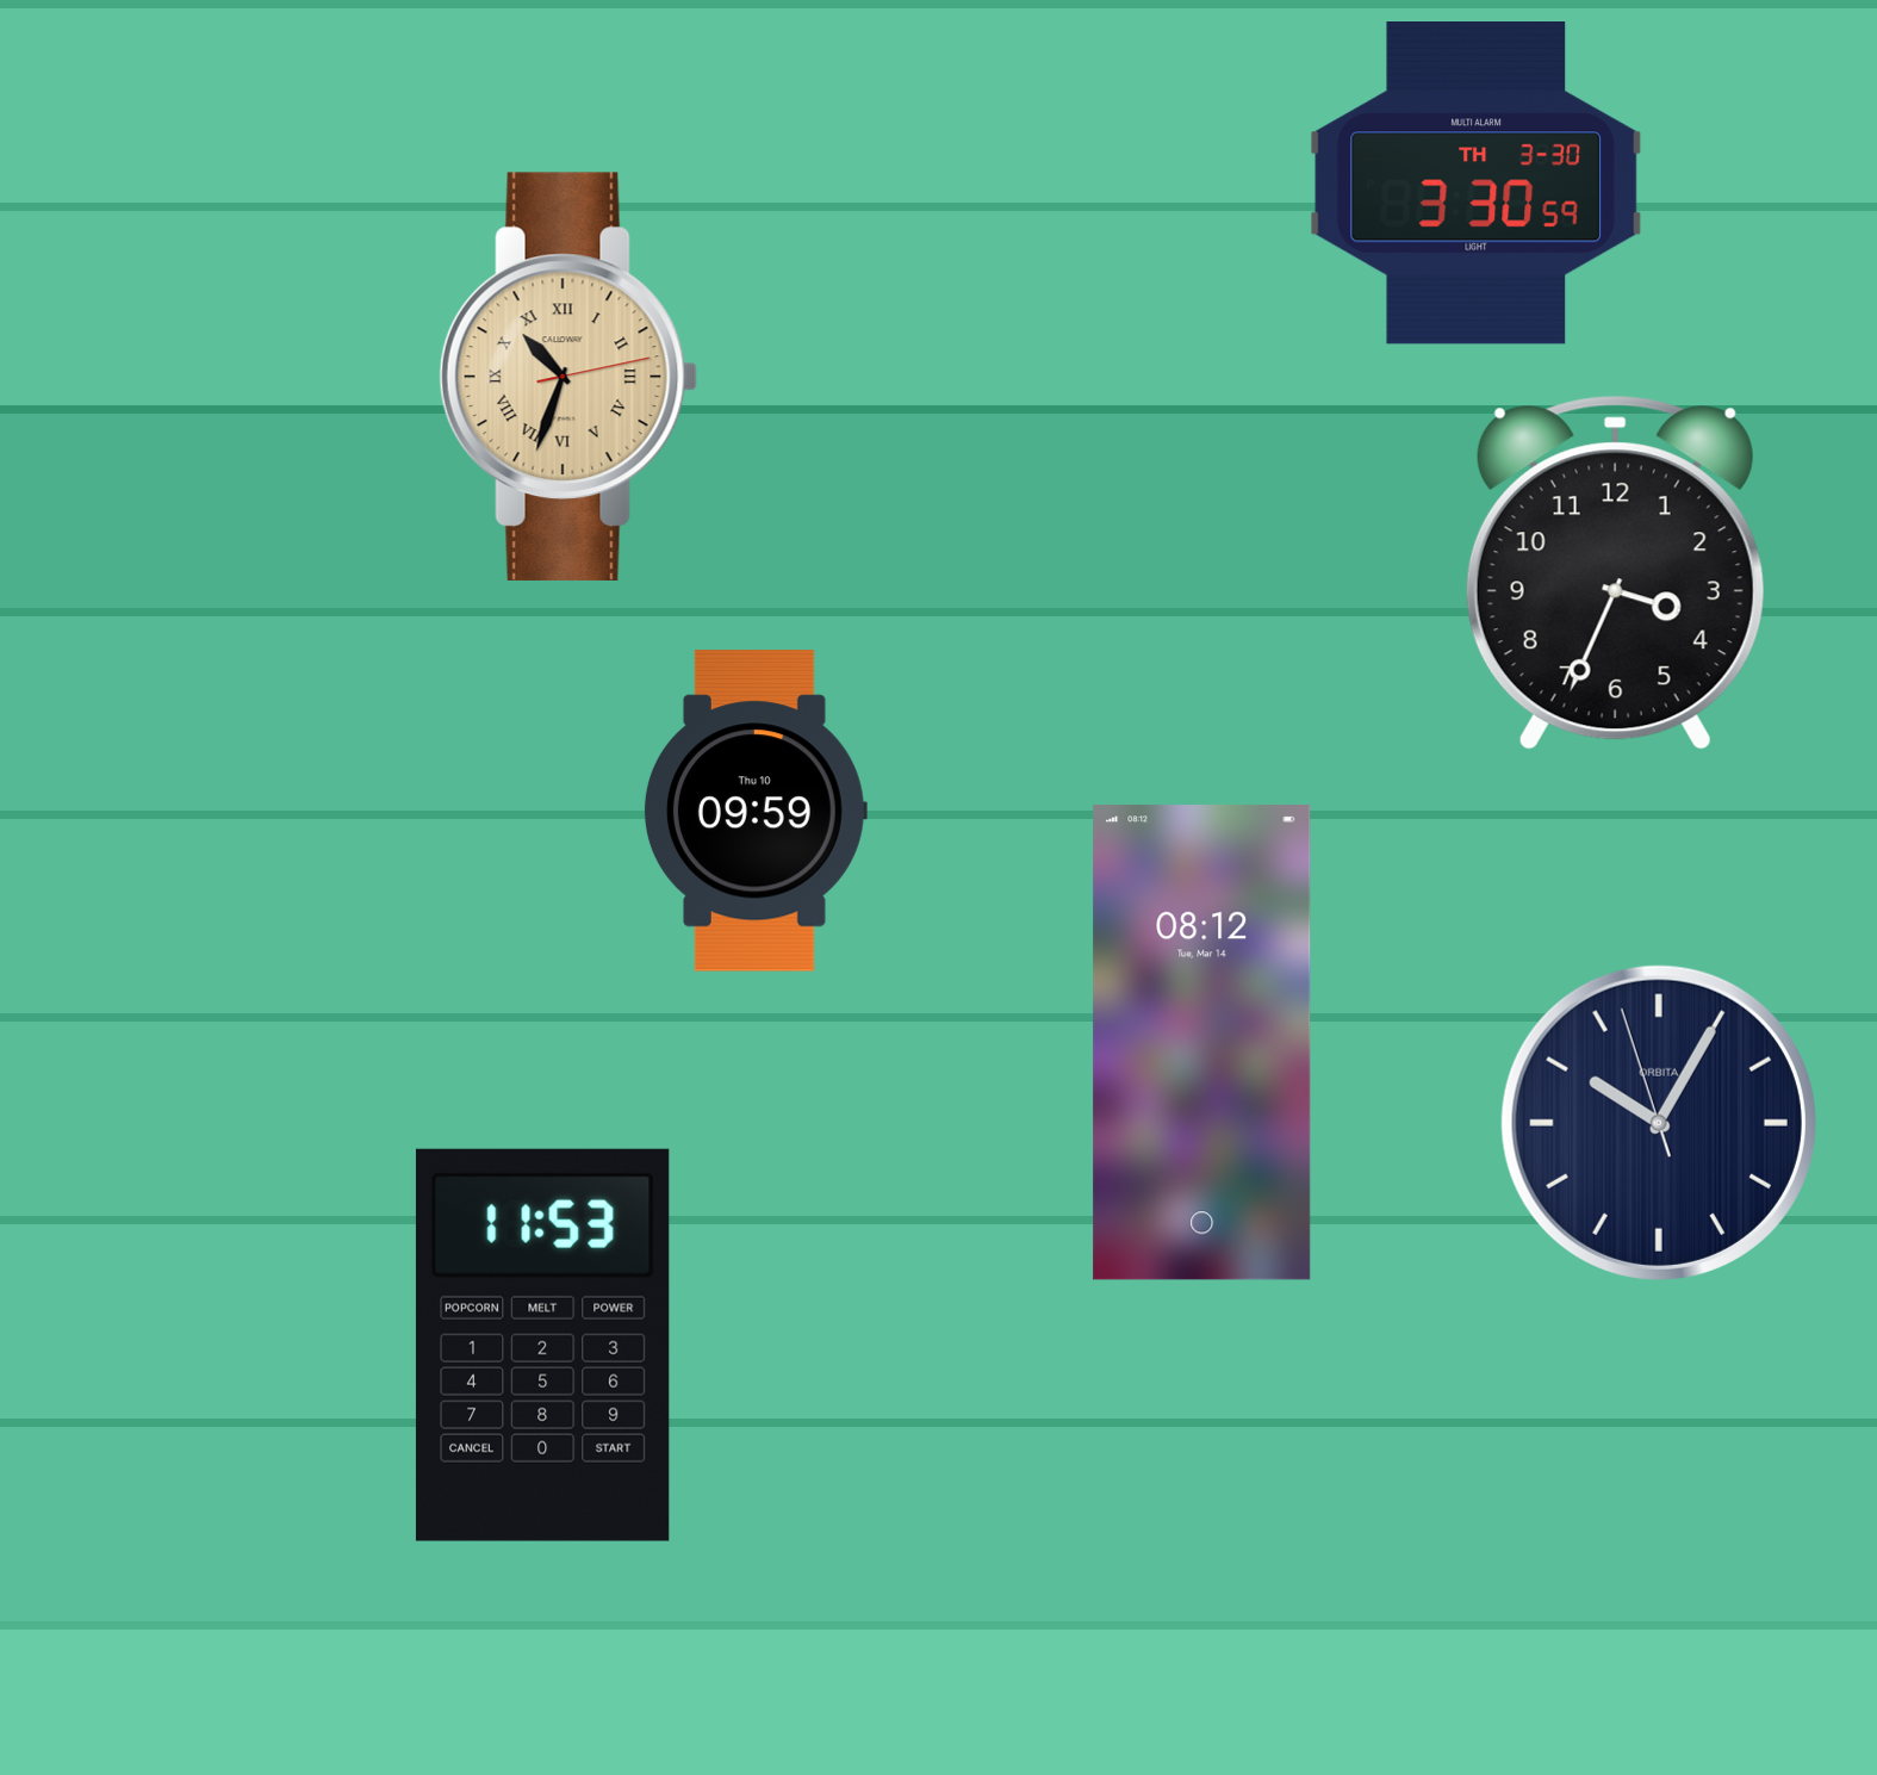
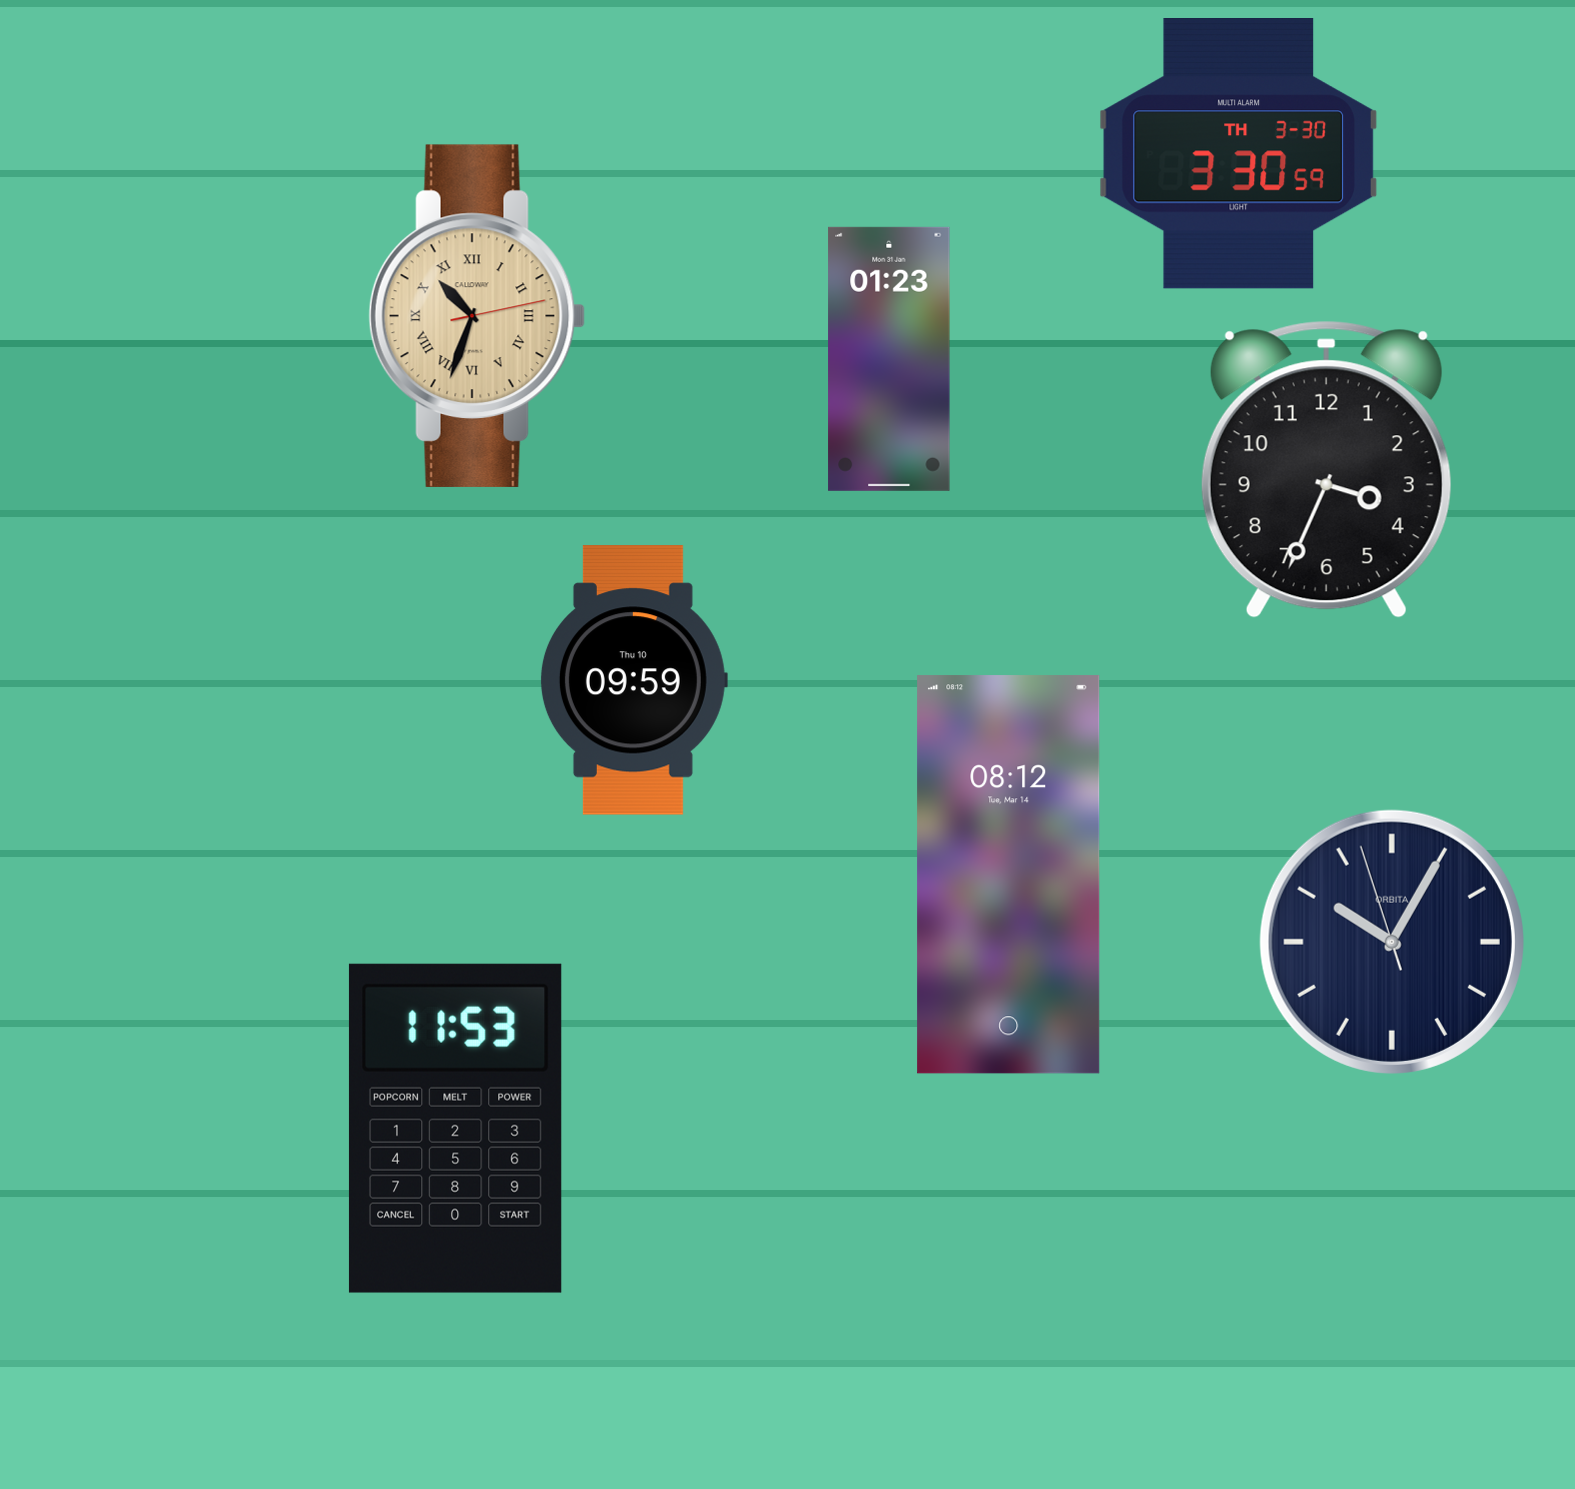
clock at (889, 359): none -> 01:23
clock at (1615, 572) position: (1615, 572) -> (1326, 469)
